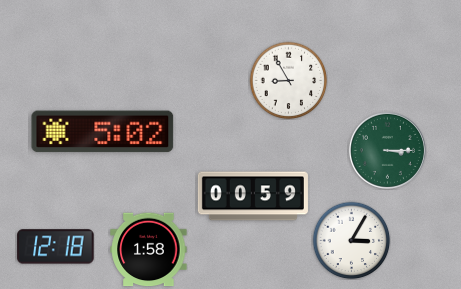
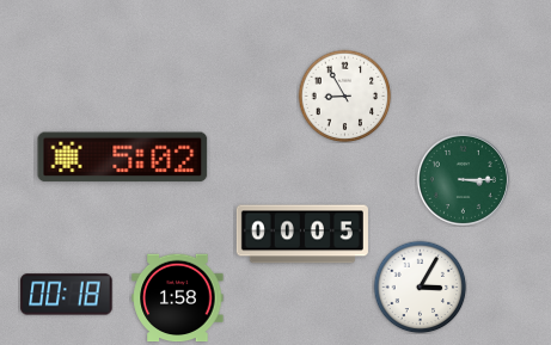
clock at (253, 196): 00:59 -> 00:05
clock at (56, 247): 12:18 -> 00:18
